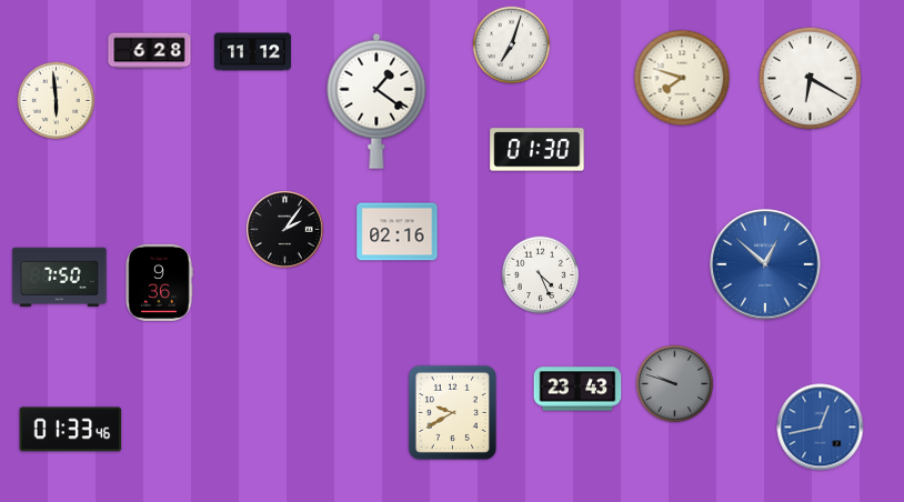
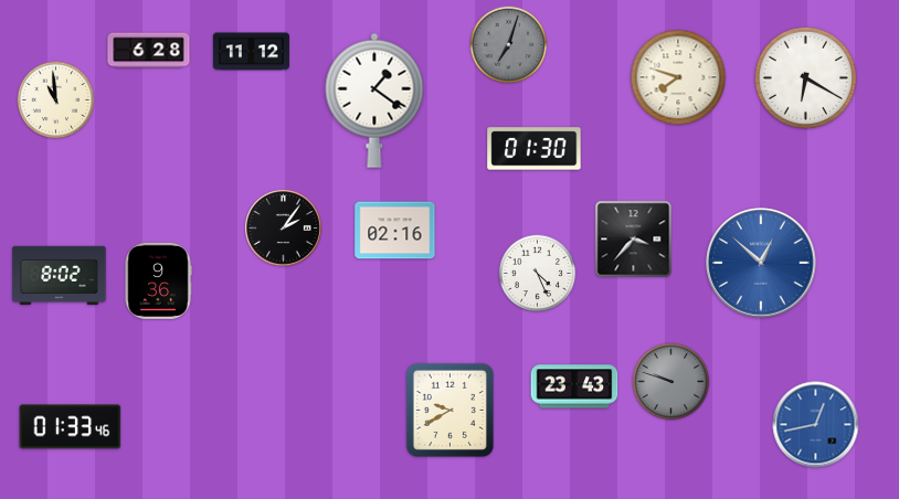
clock at (512, 46) dial: white -> grey
clock at (57, 101): 5:59 -> 10:59
clock at (634, 240): none -> 3:37
clock at (60, 277): 7:50 -> 8:02
